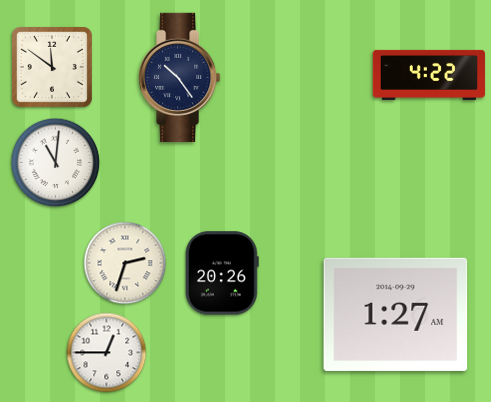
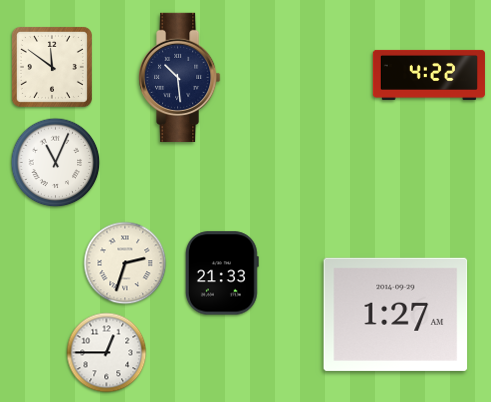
clock at (180, 77): 10:24 -> 10:29
clock at (56, 163): 11:01 -> 11:04
clock at (223, 273): 20:26 -> 21:33
